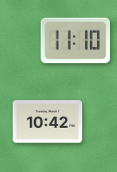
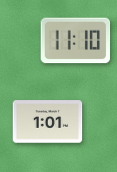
clock at (48, 122): 10:42 -> 1:01
